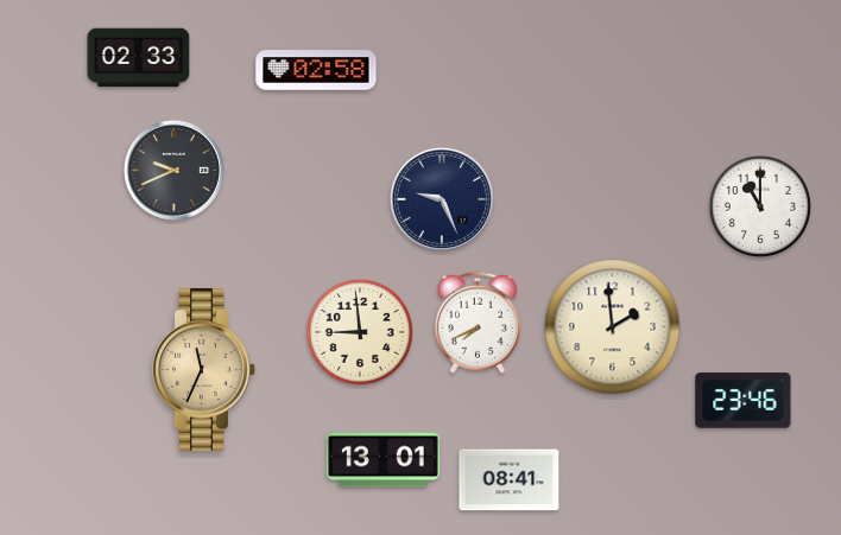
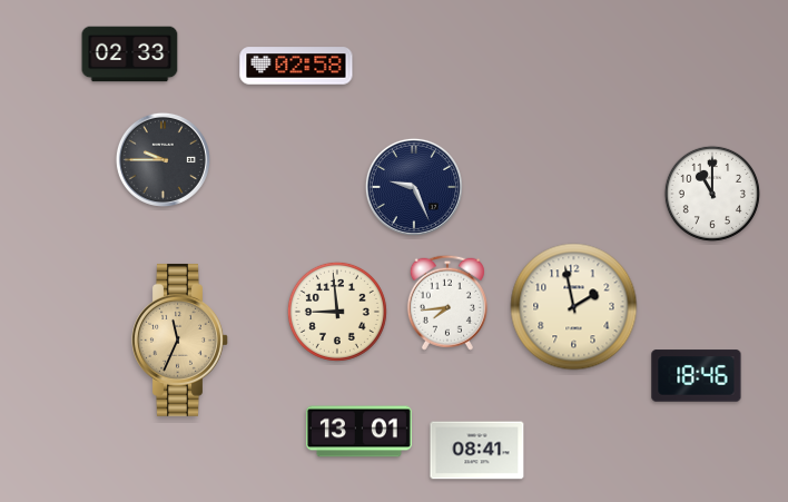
clock at (173, 170): 9:41 -> 9:45
clock at (478, 323): 7:41 -> 7:44
clock at (613, 327): 1:59 -> 1:58
clock at (204, 369) position: (204, 369) -> (180, 339)
clock at (744, 401): 23:46 -> 18:46
